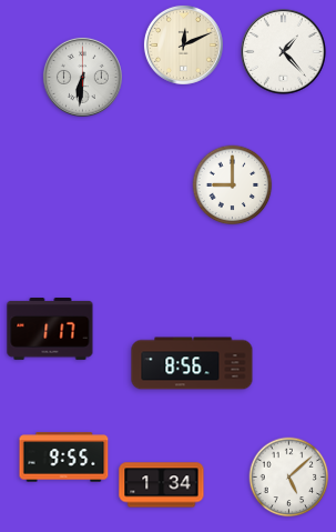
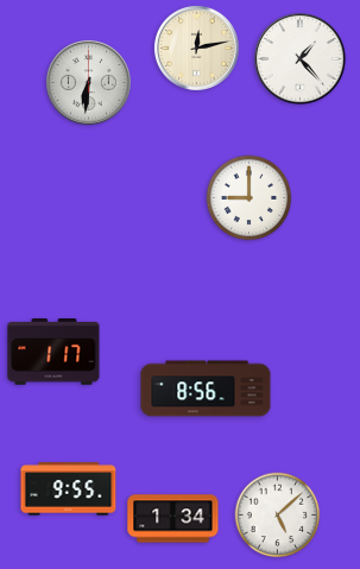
clock at (183, 44): 12:11 -> 12:13
clock at (284, 52) position: (284, 52) -> (301, 59)
clock at (289, 478) position: (289, 478) -> (278, 516)
